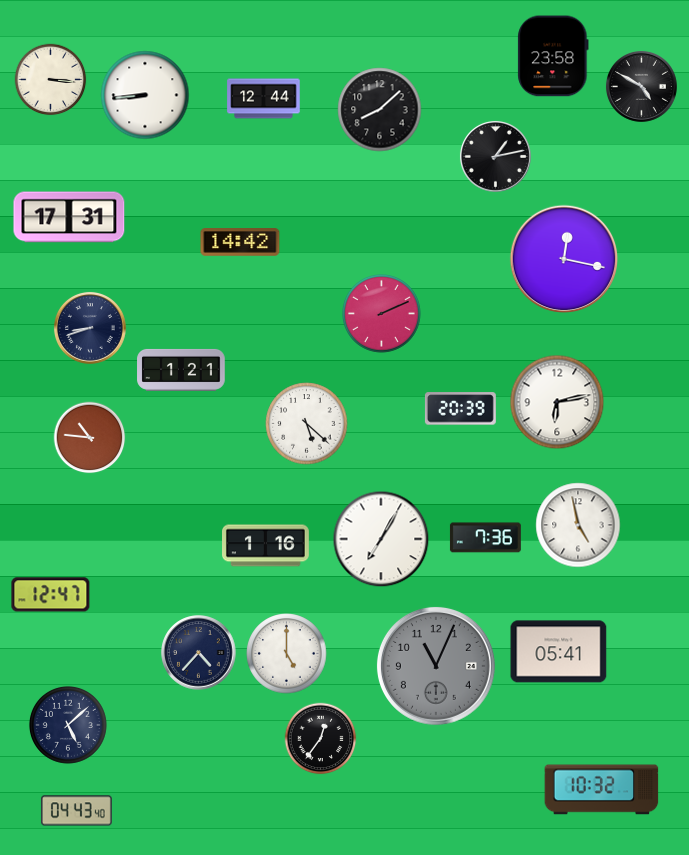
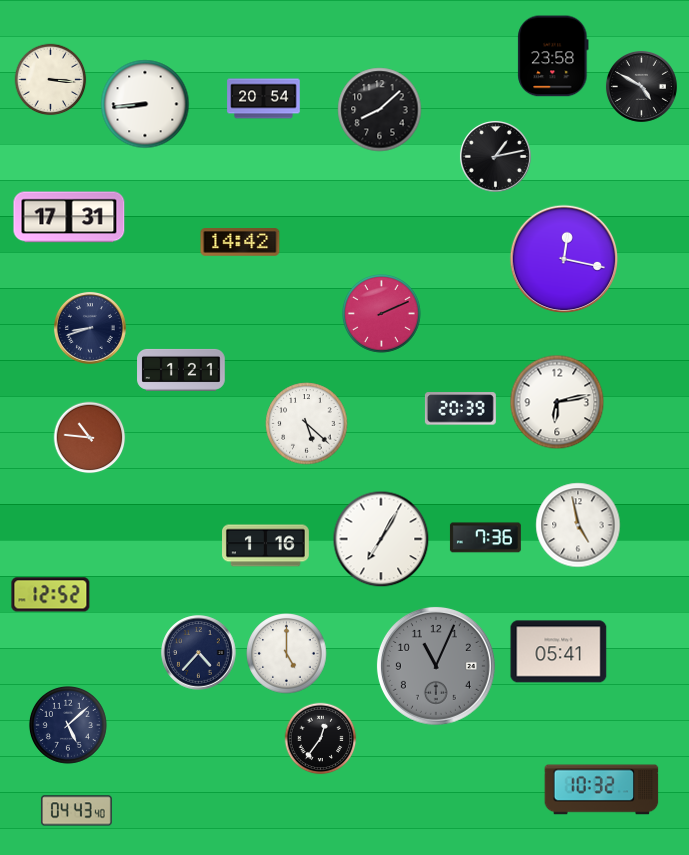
clock at (145, 95) position: (145, 95) -> (145, 104)
clock at (264, 99): 12:44 -> 20:54
clock at (51, 595): 12:47 -> 12:52
